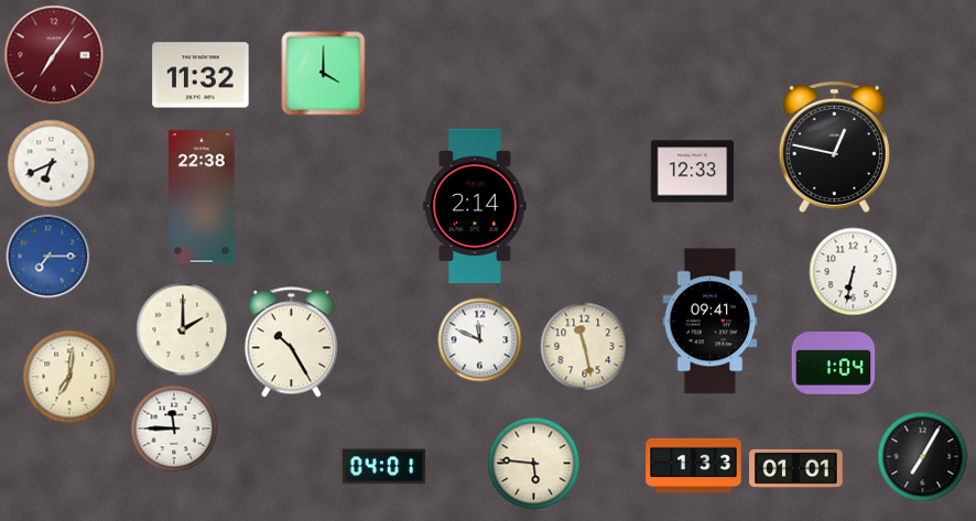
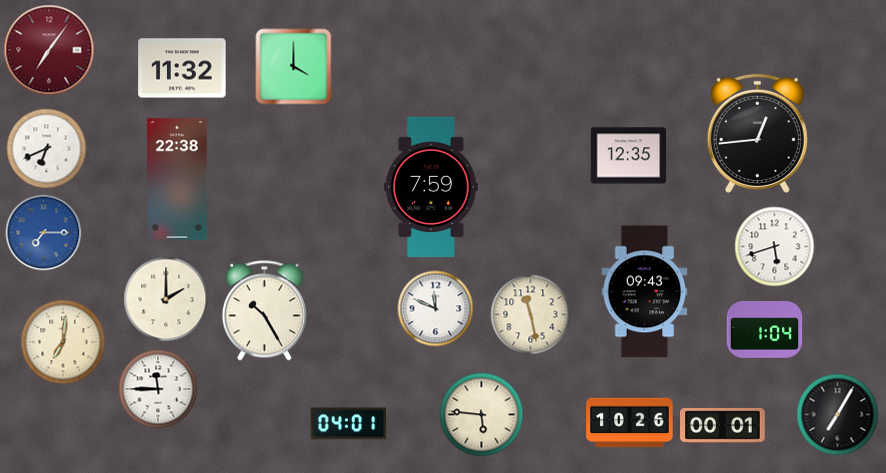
clock at (834, 146): 12:47 -> 12:44
clock at (693, 172): 12:33 -> 12:35
clock at (202, 197) position: (202, 197) -> (177, 179)
clock at (475, 206): 2:14 -> 7:59
clock at (854, 272): 6:32 -> 5:42
clock at (711, 322): 09:41 -> 09:43
clock at (834, 363) position: (834, 363) -> (765, 330)
clock at (534, 464) position: (534, 464) -> (482, 415)
clock at (694, 466): 1:33 -> 10:26
clock at (796, 468): 01:01 -> 00:01
